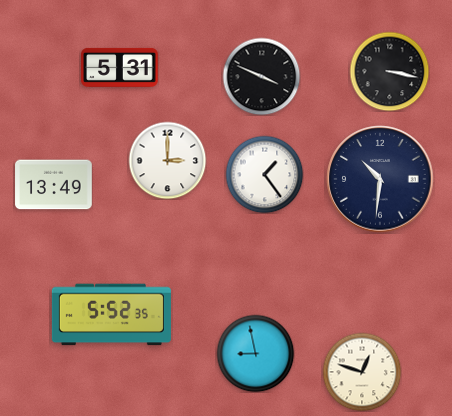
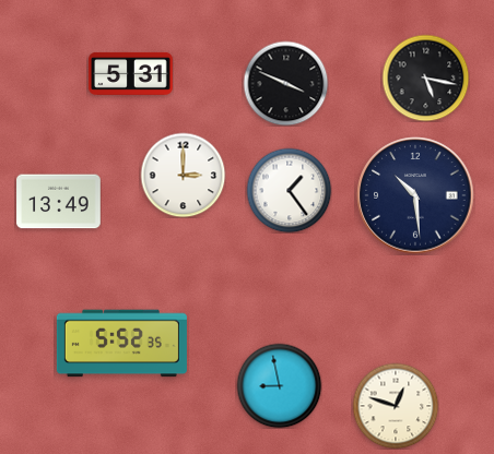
clock at (389, 71): 3:17 -> 5:17
clock at (380, 179): 10:31 -> 10:29
